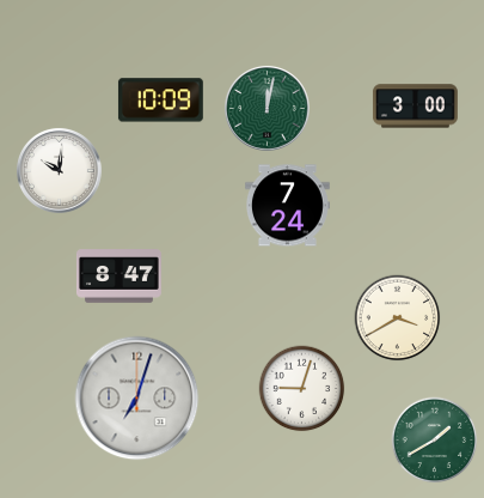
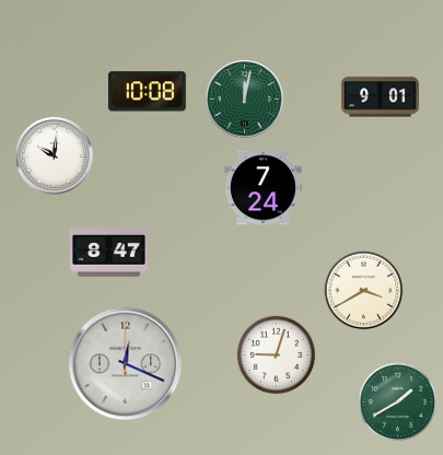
clock at (160, 101): 10:09 -> 10:08
clock at (415, 107): 3:00 -> 9:01
clock at (137, 399): 7:03 -> 12:19
